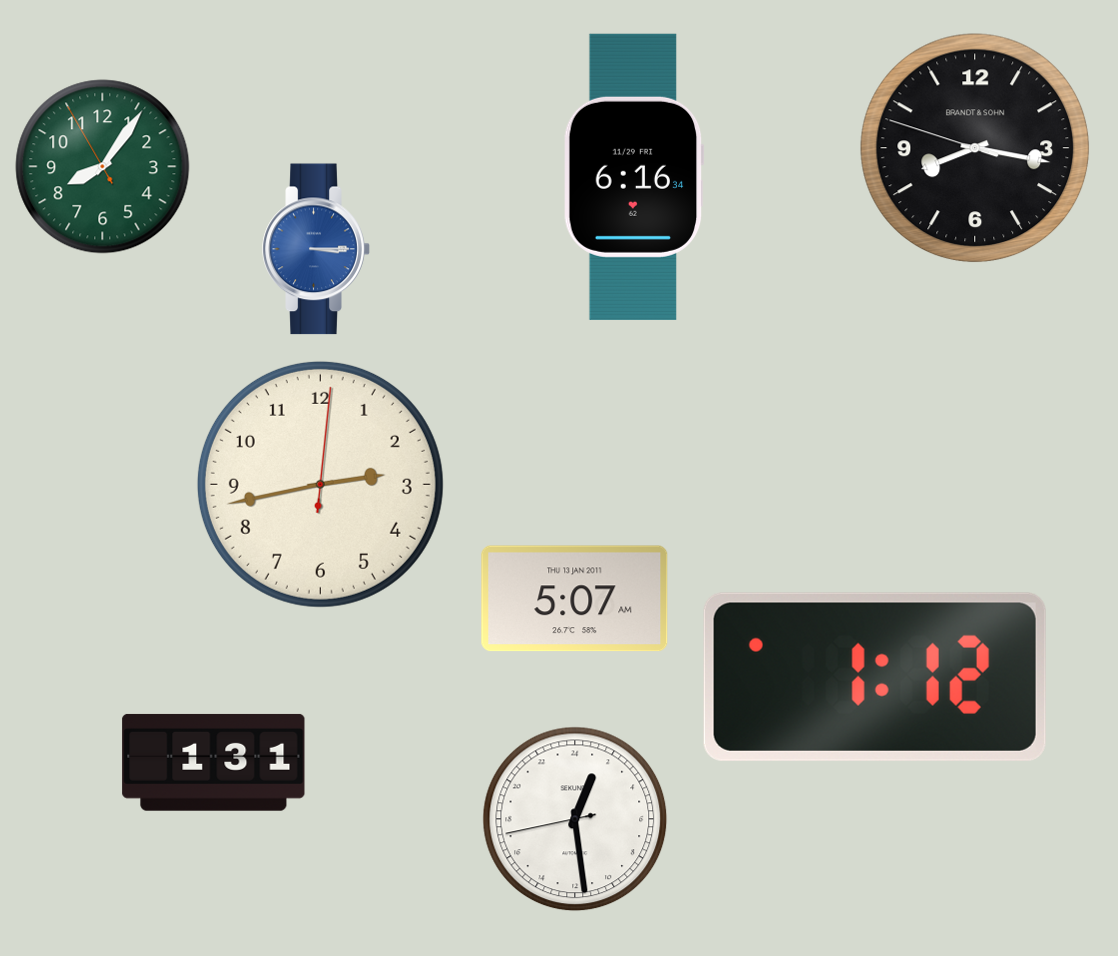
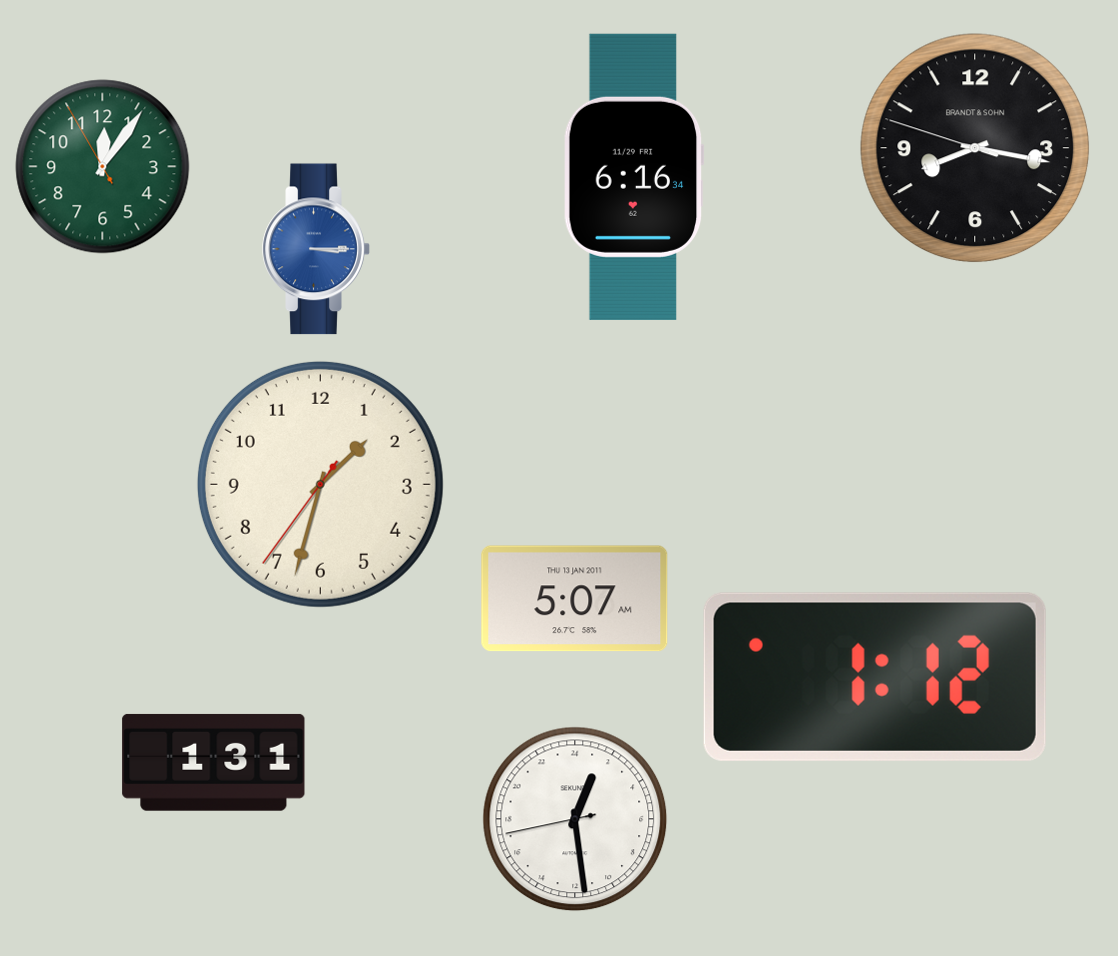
clock at (103, 167): 8:05 -> 12:05
clock at (320, 484): 2:43 -> 1:32
